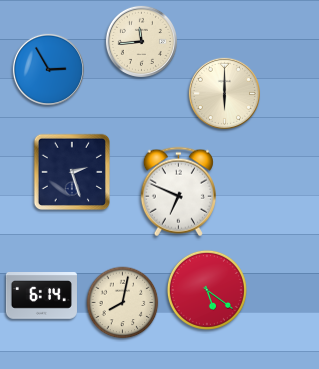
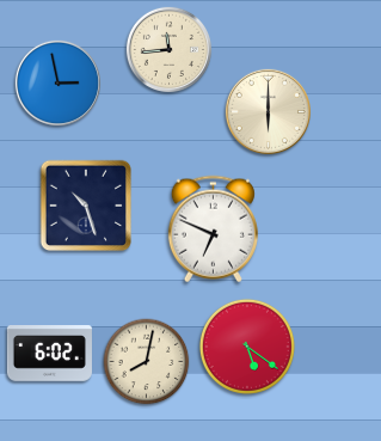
clock at (48, 69): 2:55 -> 2:58
clock at (71, 171): 2:27 -> 10:27
clock at (41, 296): 6:14 -> 6:02
